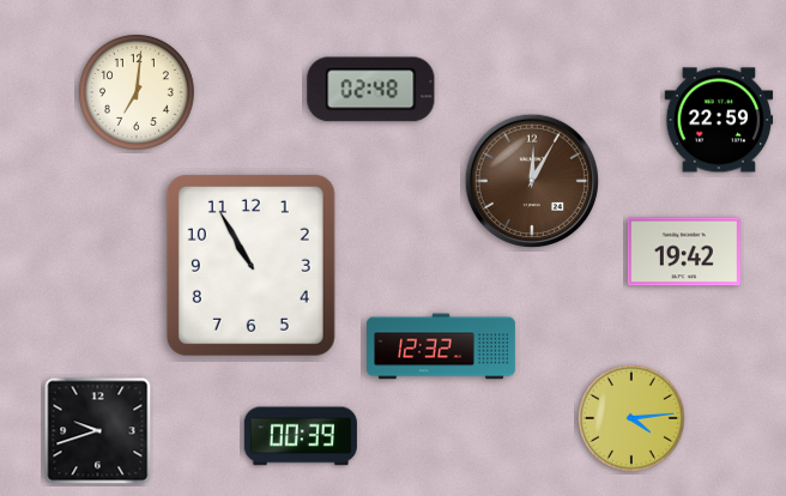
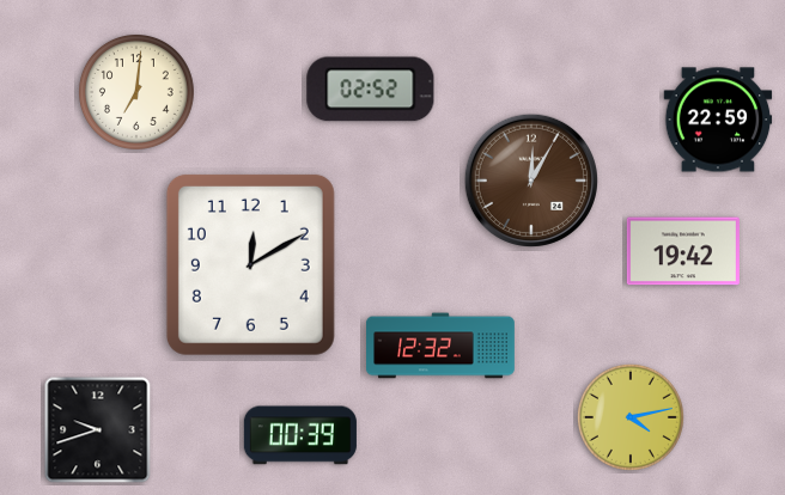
clock at (371, 90): 02:48 -> 02:52
clock at (250, 265): 10:55 -> 12:10
clock at (631, 418): 4:14 -> 4:13
